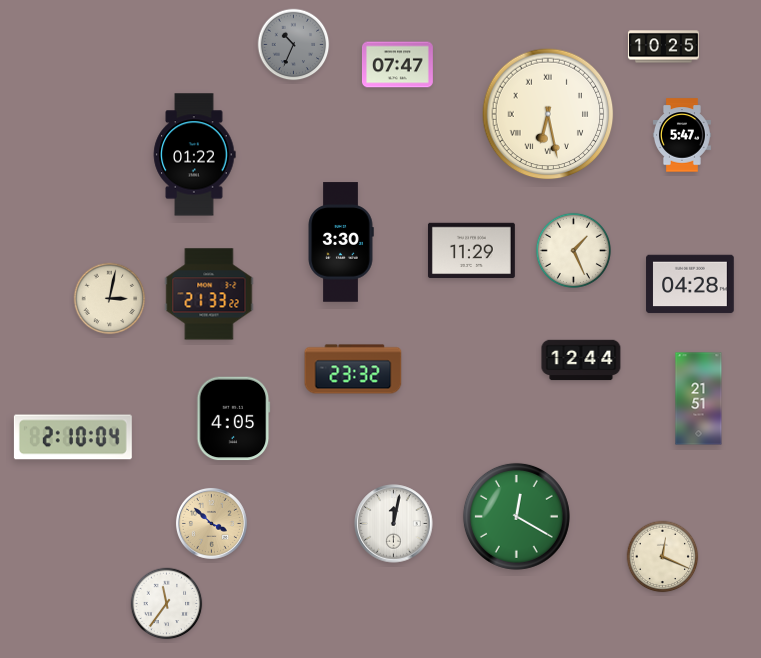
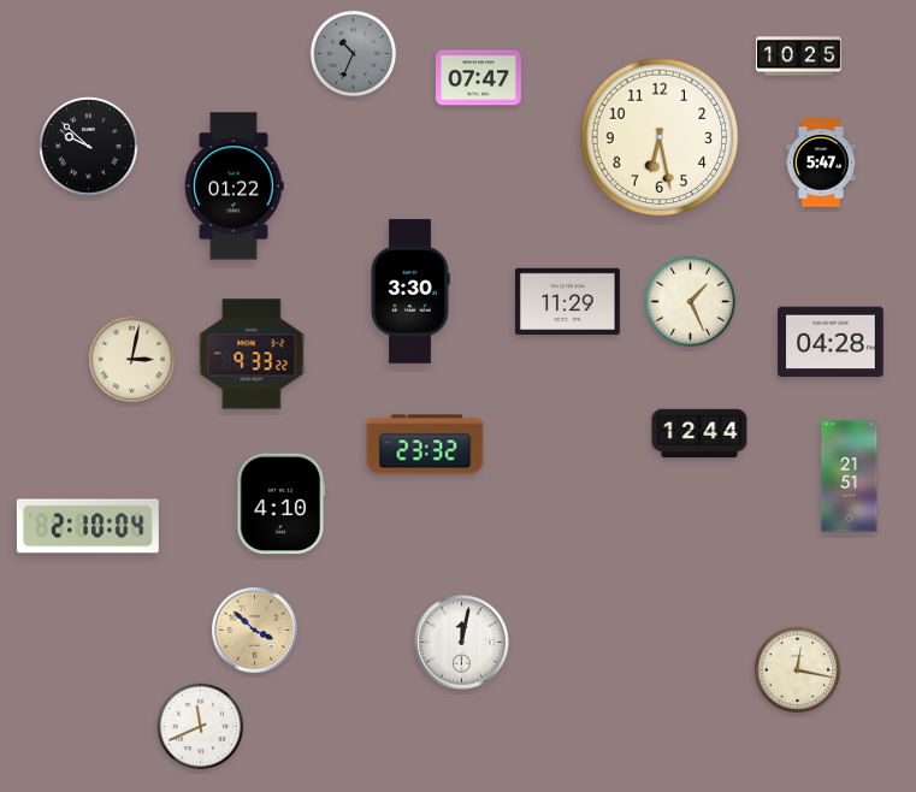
clock at (548, 114) numerals: Roman -> Arabic
clock at (89, 147): none -> 9:52
clock at (209, 294): 21:33 -> 9:33
clock at (699, 399) position: (699, 399) -> (850, 477)
clock at (234, 419): 4:05 -> 4:10
clock at (516, 516): 12:20 -> none
clock at (394, 524) position: (394, 524) -> (462, 643)
clock at (663, 557): 12:19 -> 12:17
clock at (167, 604): 11:36 -> 11:41
